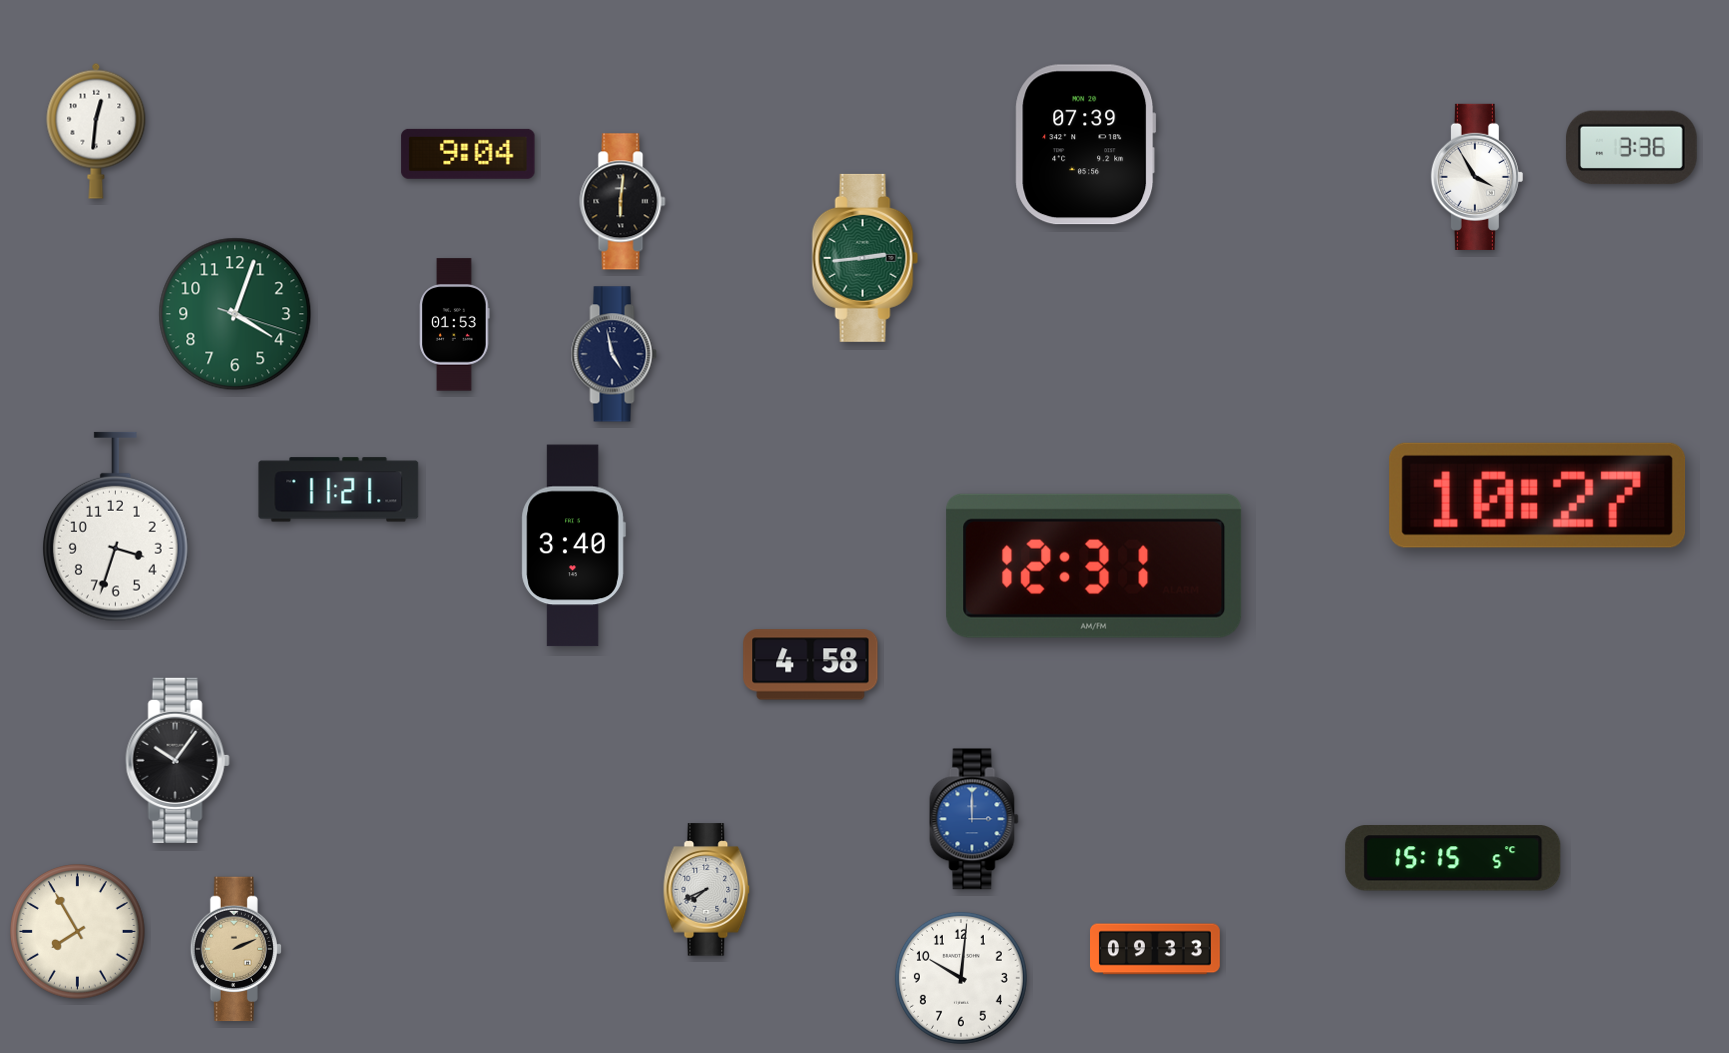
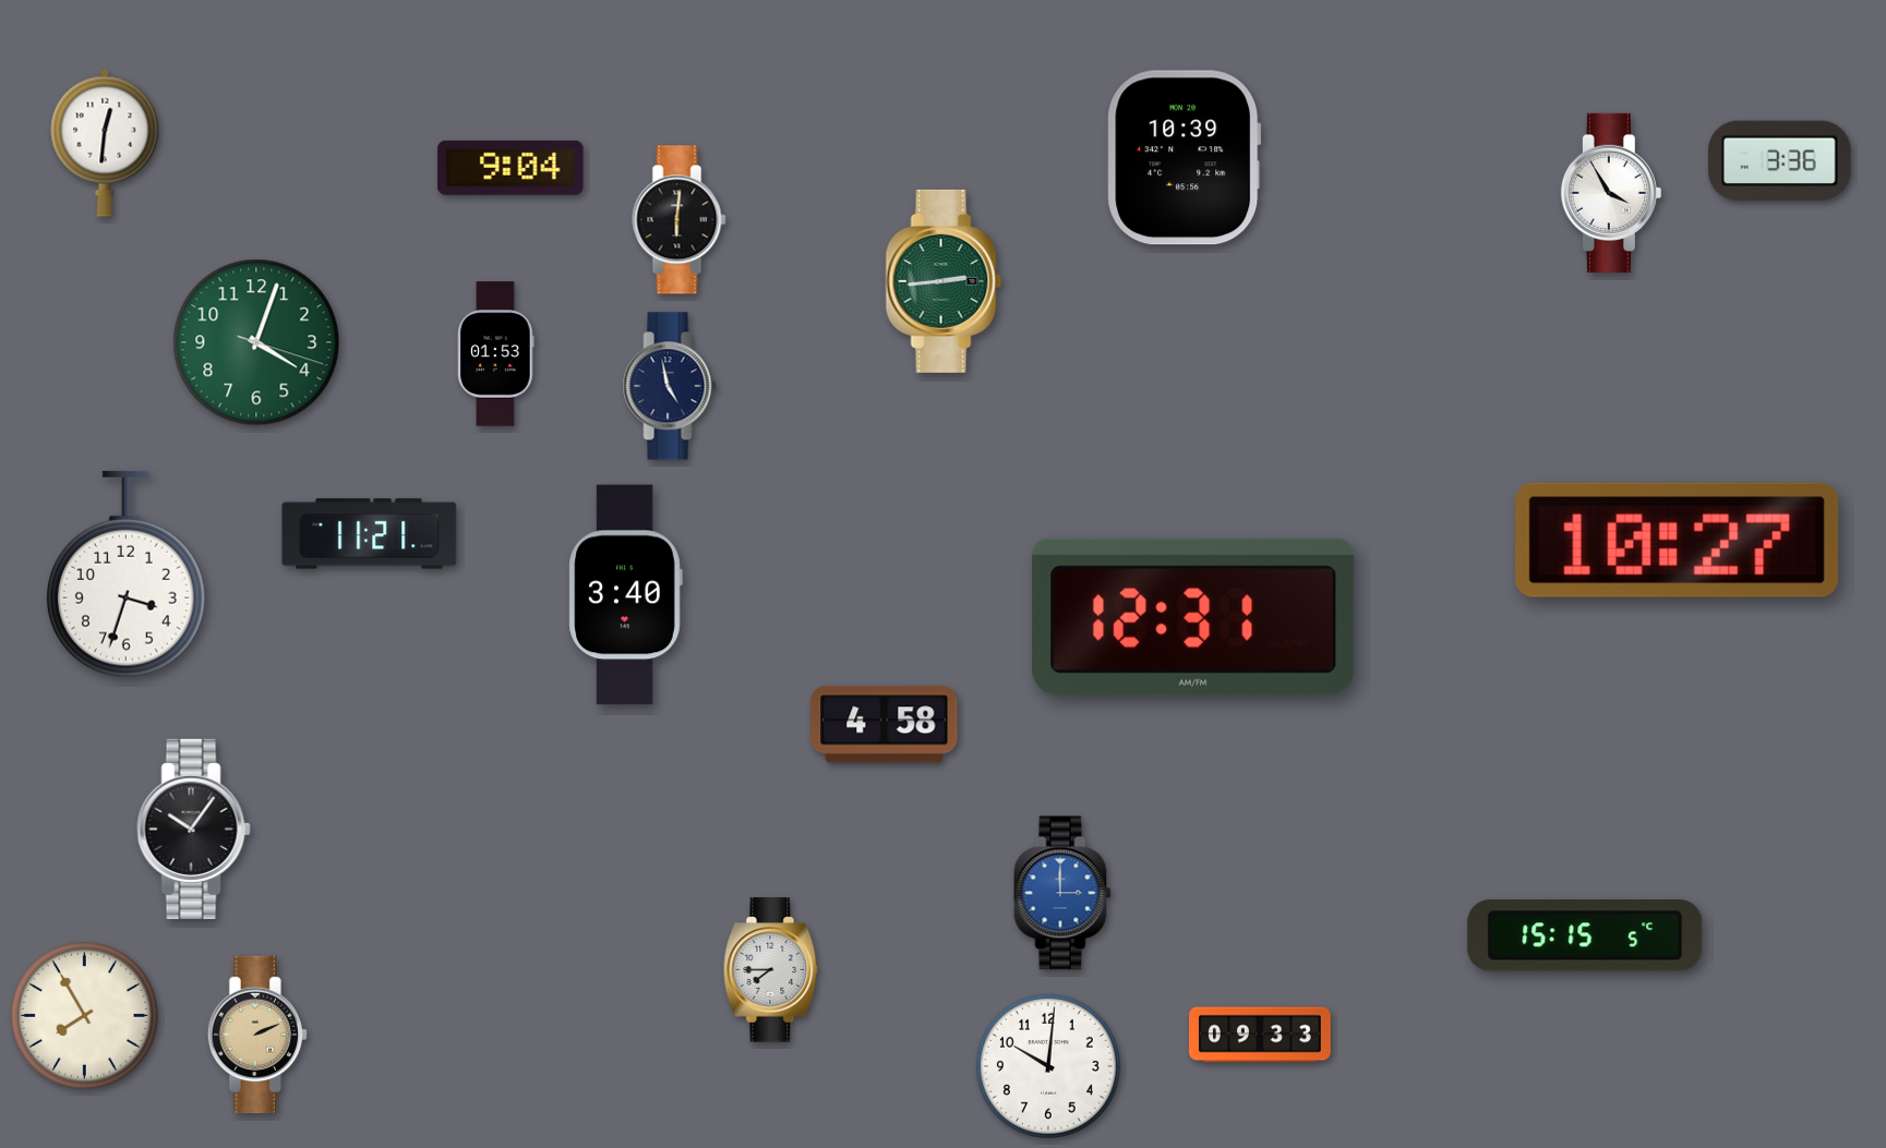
clock at (1086, 145): 07:39 -> 10:39
clock at (707, 890): 7:41 -> 7:45
